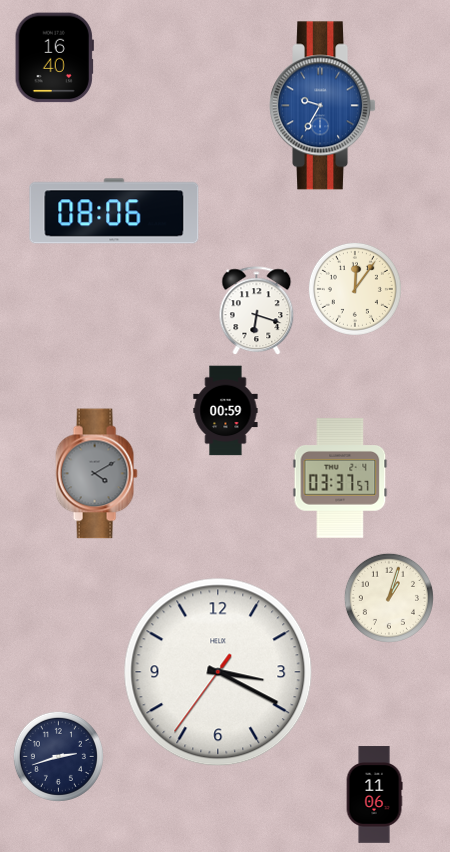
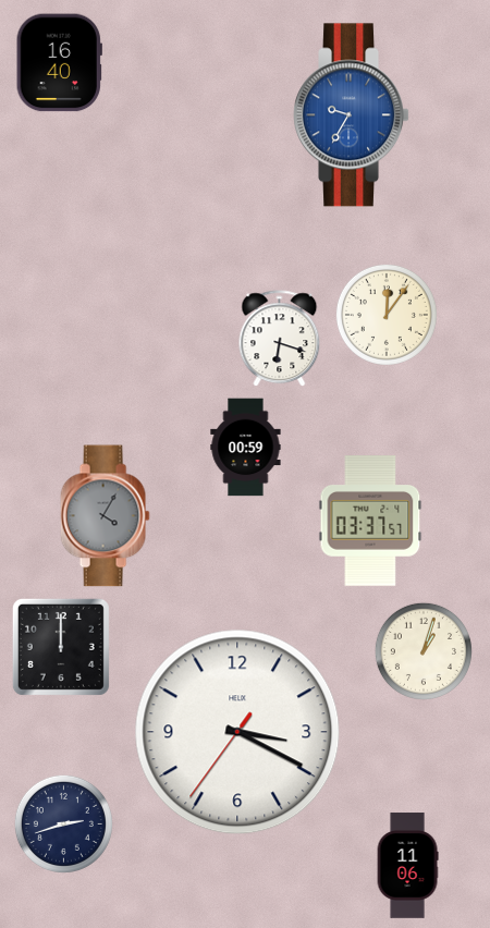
clock at (114, 211): 08:06 -> none
clock at (96, 474): 4:10 -> 4:05
clock at (61, 647): none -> 12:00
